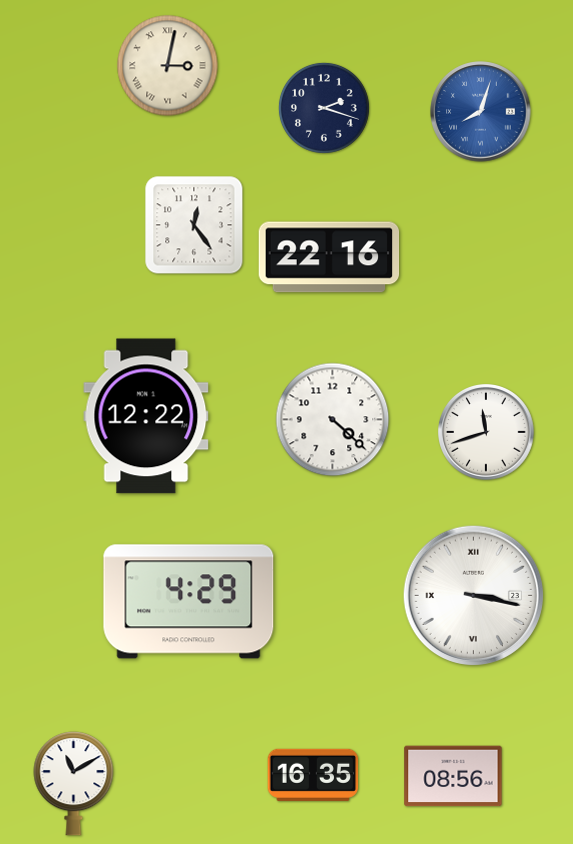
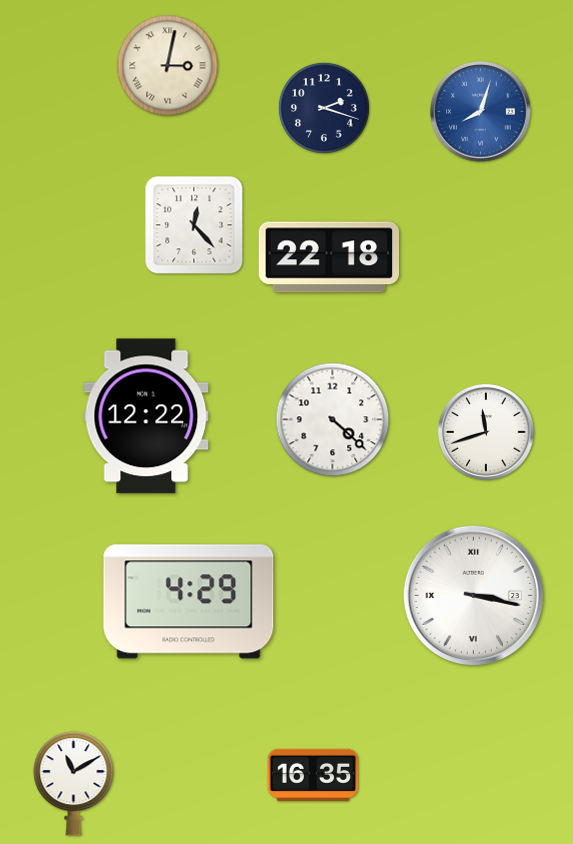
clock at (194, 225): 12:24 -> 12:23
clock at (329, 257): 22:16 -> 22:18
clock at (453, 776): 08:56 -> none
